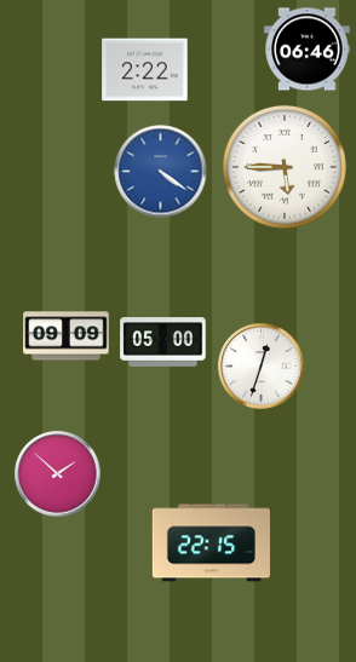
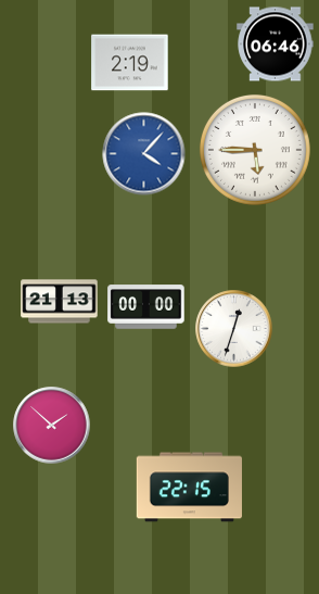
clock at (145, 70): 2:22 -> 2:19
clock at (161, 172): 4:21 -> 4:07
clock at (67, 336): 09:09 -> 21:13
clock at (163, 342): 05:00 -> 00:00
